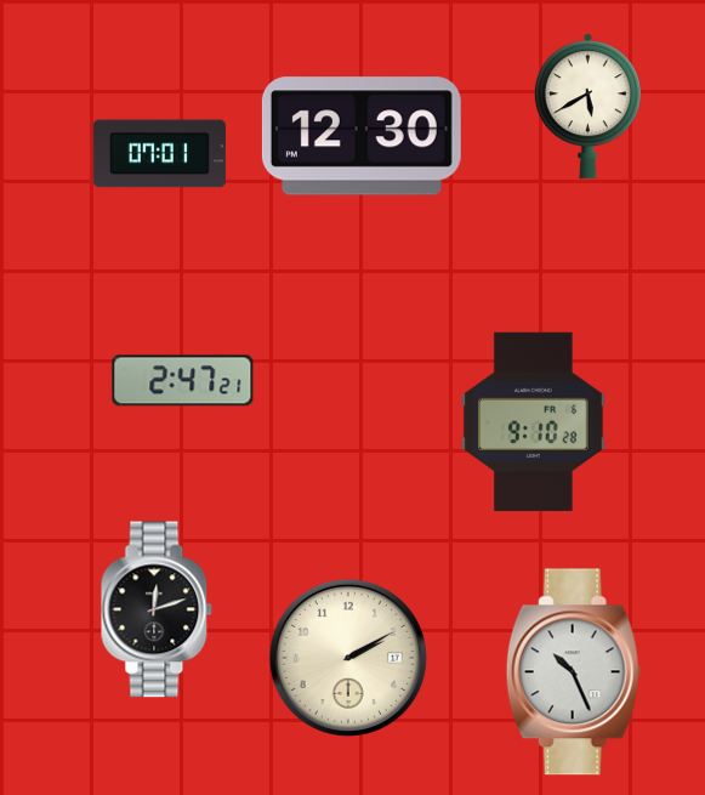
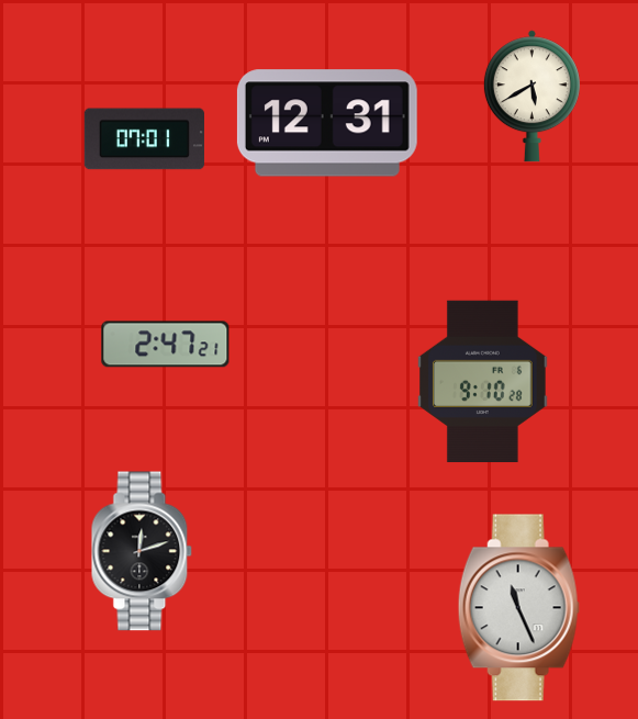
clock at (362, 136): 12:30 -> 12:31
clock at (348, 658): 2:10 -> none
clock at (573, 672): 10:26 -> 11:26
